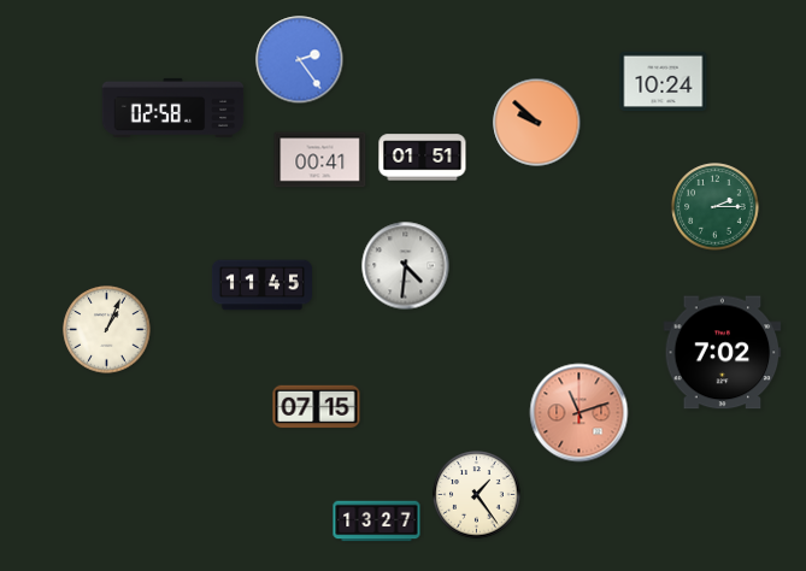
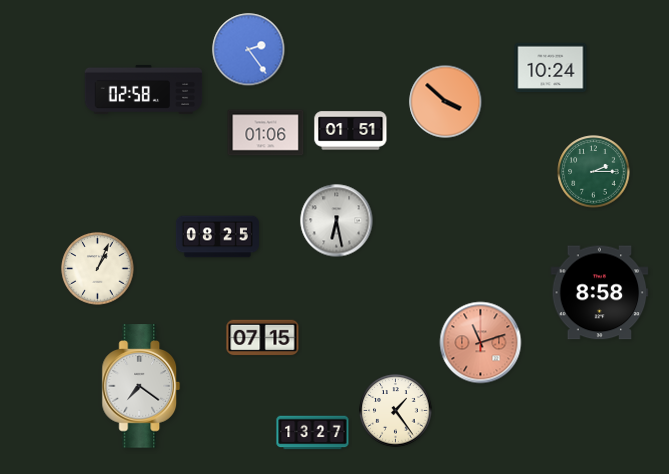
clock at (537, 123): 9:52 -> 3:52
clock at (320, 160): 00:41 -> 01:06
clock at (406, 266): 4:31 -> 6:28
clock at (261, 285): 11:45 -> 08:25
clock at (107, 330) position: (107, 330) -> (98, 269)
clock at (723, 353): 7:02 -> 8:58
clock at (141, 386): none -> 7:21
